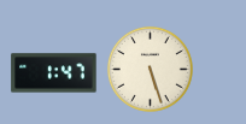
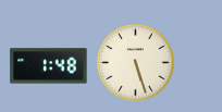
clock at (54, 73): 1:47 -> 1:48
